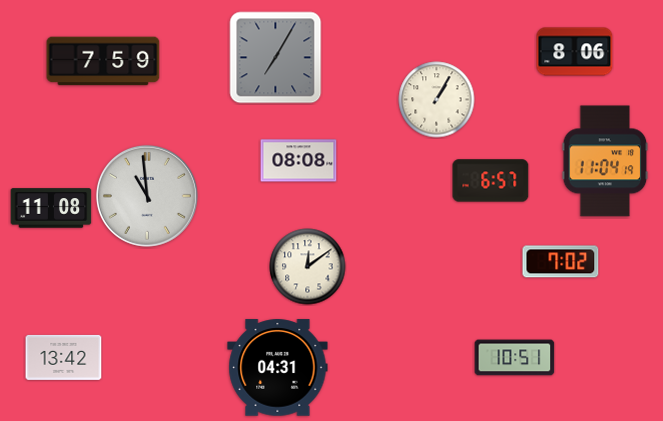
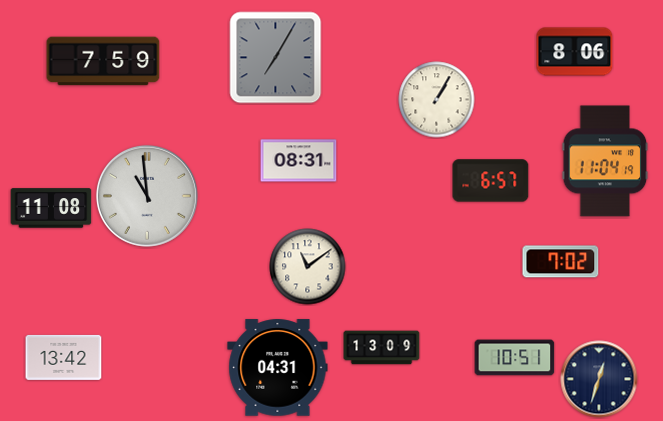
clock at (299, 161): 08:08 -> 08:31
clock at (308, 267): 12:09 -> 11:09
clock at (382, 348): none -> 13:09
clock at (599, 379): none -> 12:33
